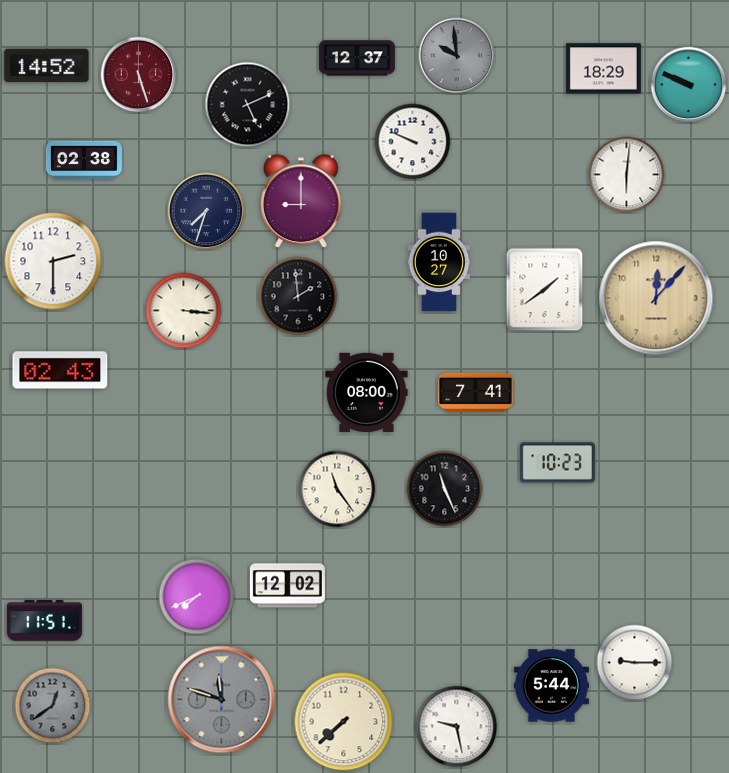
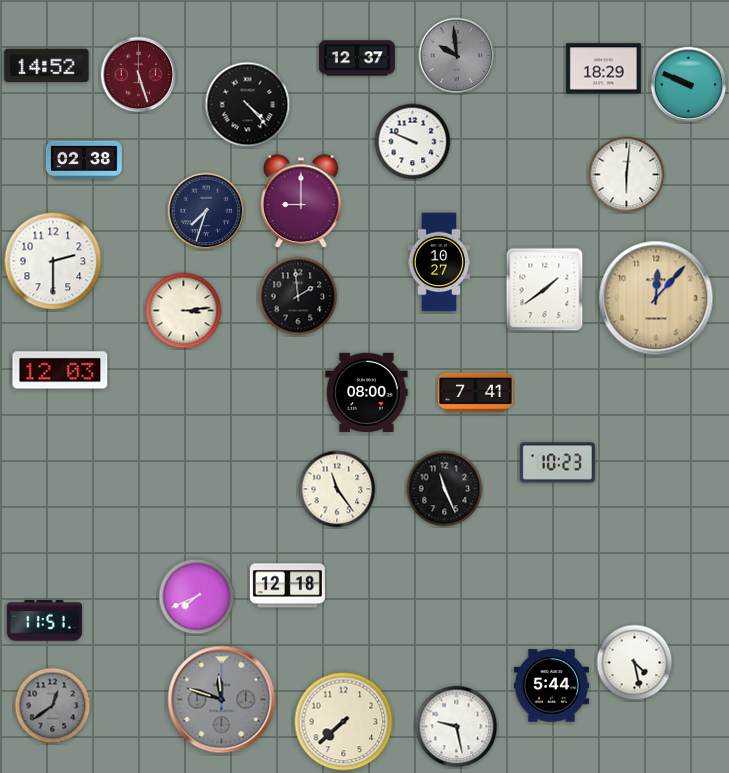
clock at (248, 105): 5:11 -> 4:23
clock at (184, 311): 3:16 -> 3:14
clock at (60, 370): 02:43 -> 12:03
clock at (287, 586): 12:02 -> 12:18
clock at (635, 663): 9:15 -> 4:28
